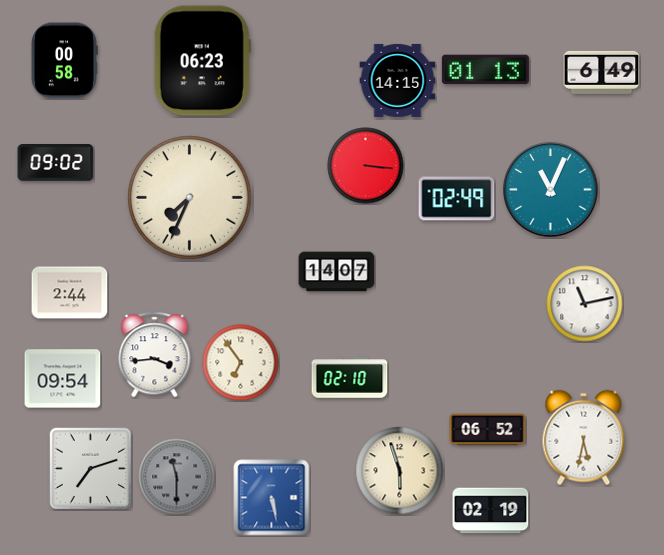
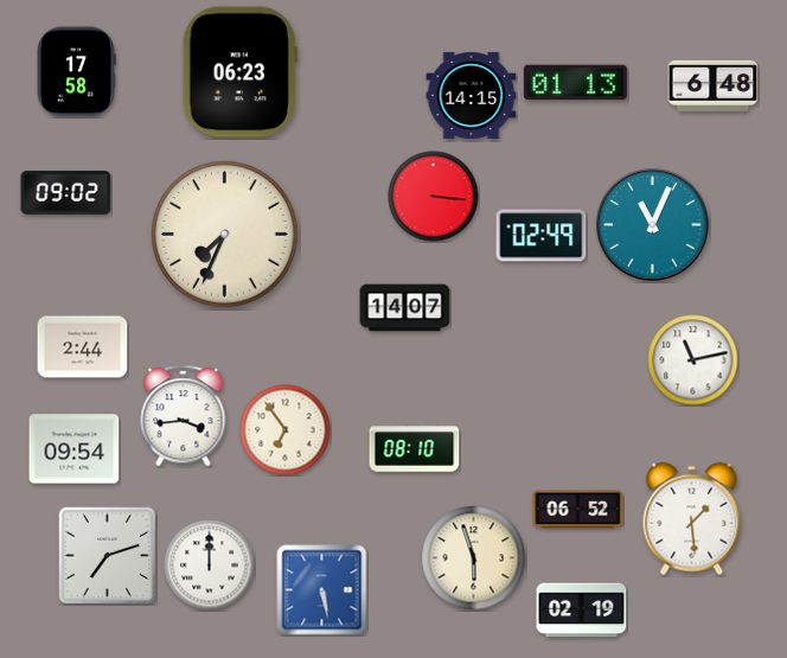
clock at (64, 61): 00:58 -> 17:58
clock at (602, 72): 6:49 -> 6:48
clock at (337, 272) position: (337, 272) -> (405, 308)
clock at (155, 355) position: (155, 355) -> (184, 416)
clock at (350, 378): 02:10 -> 08:10
clock at (584, 438): 5:32 -> 1:29
clock at (177, 477): 11:30 -> 12:00
clock at (177, 477) dial: grey -> white
clock at (491, 511) position: (491, 511) -> (582, 611)
